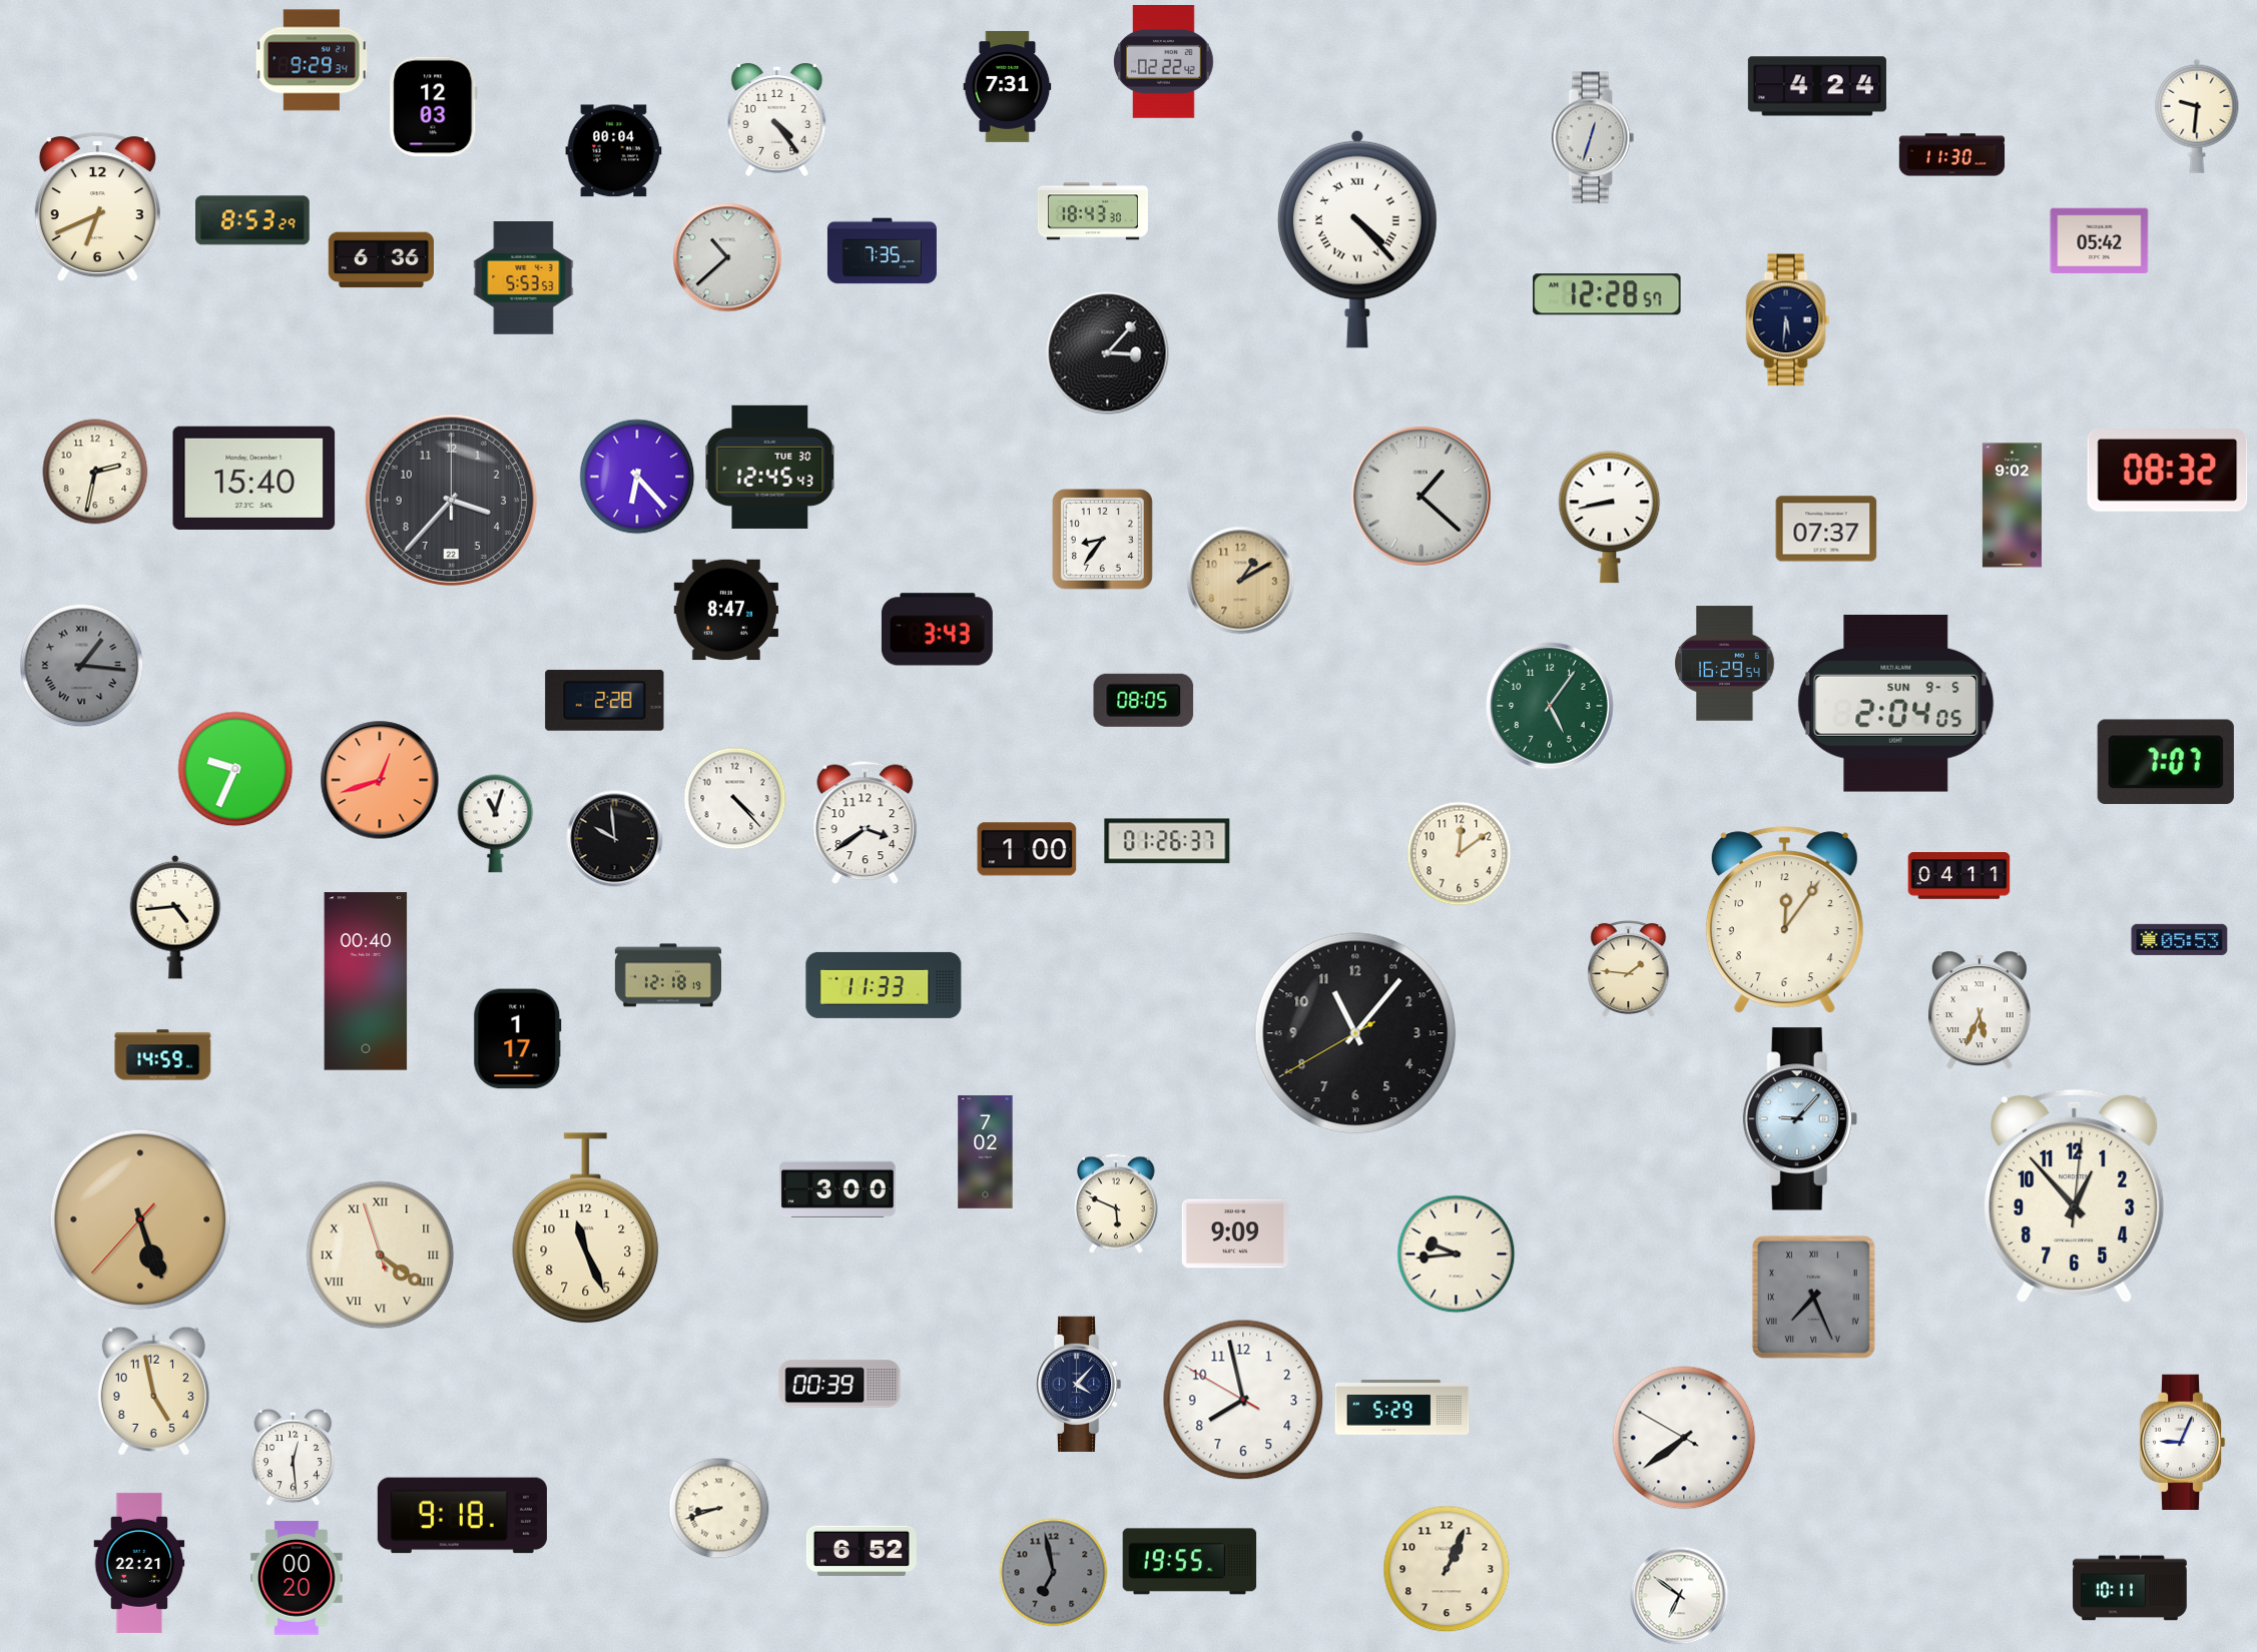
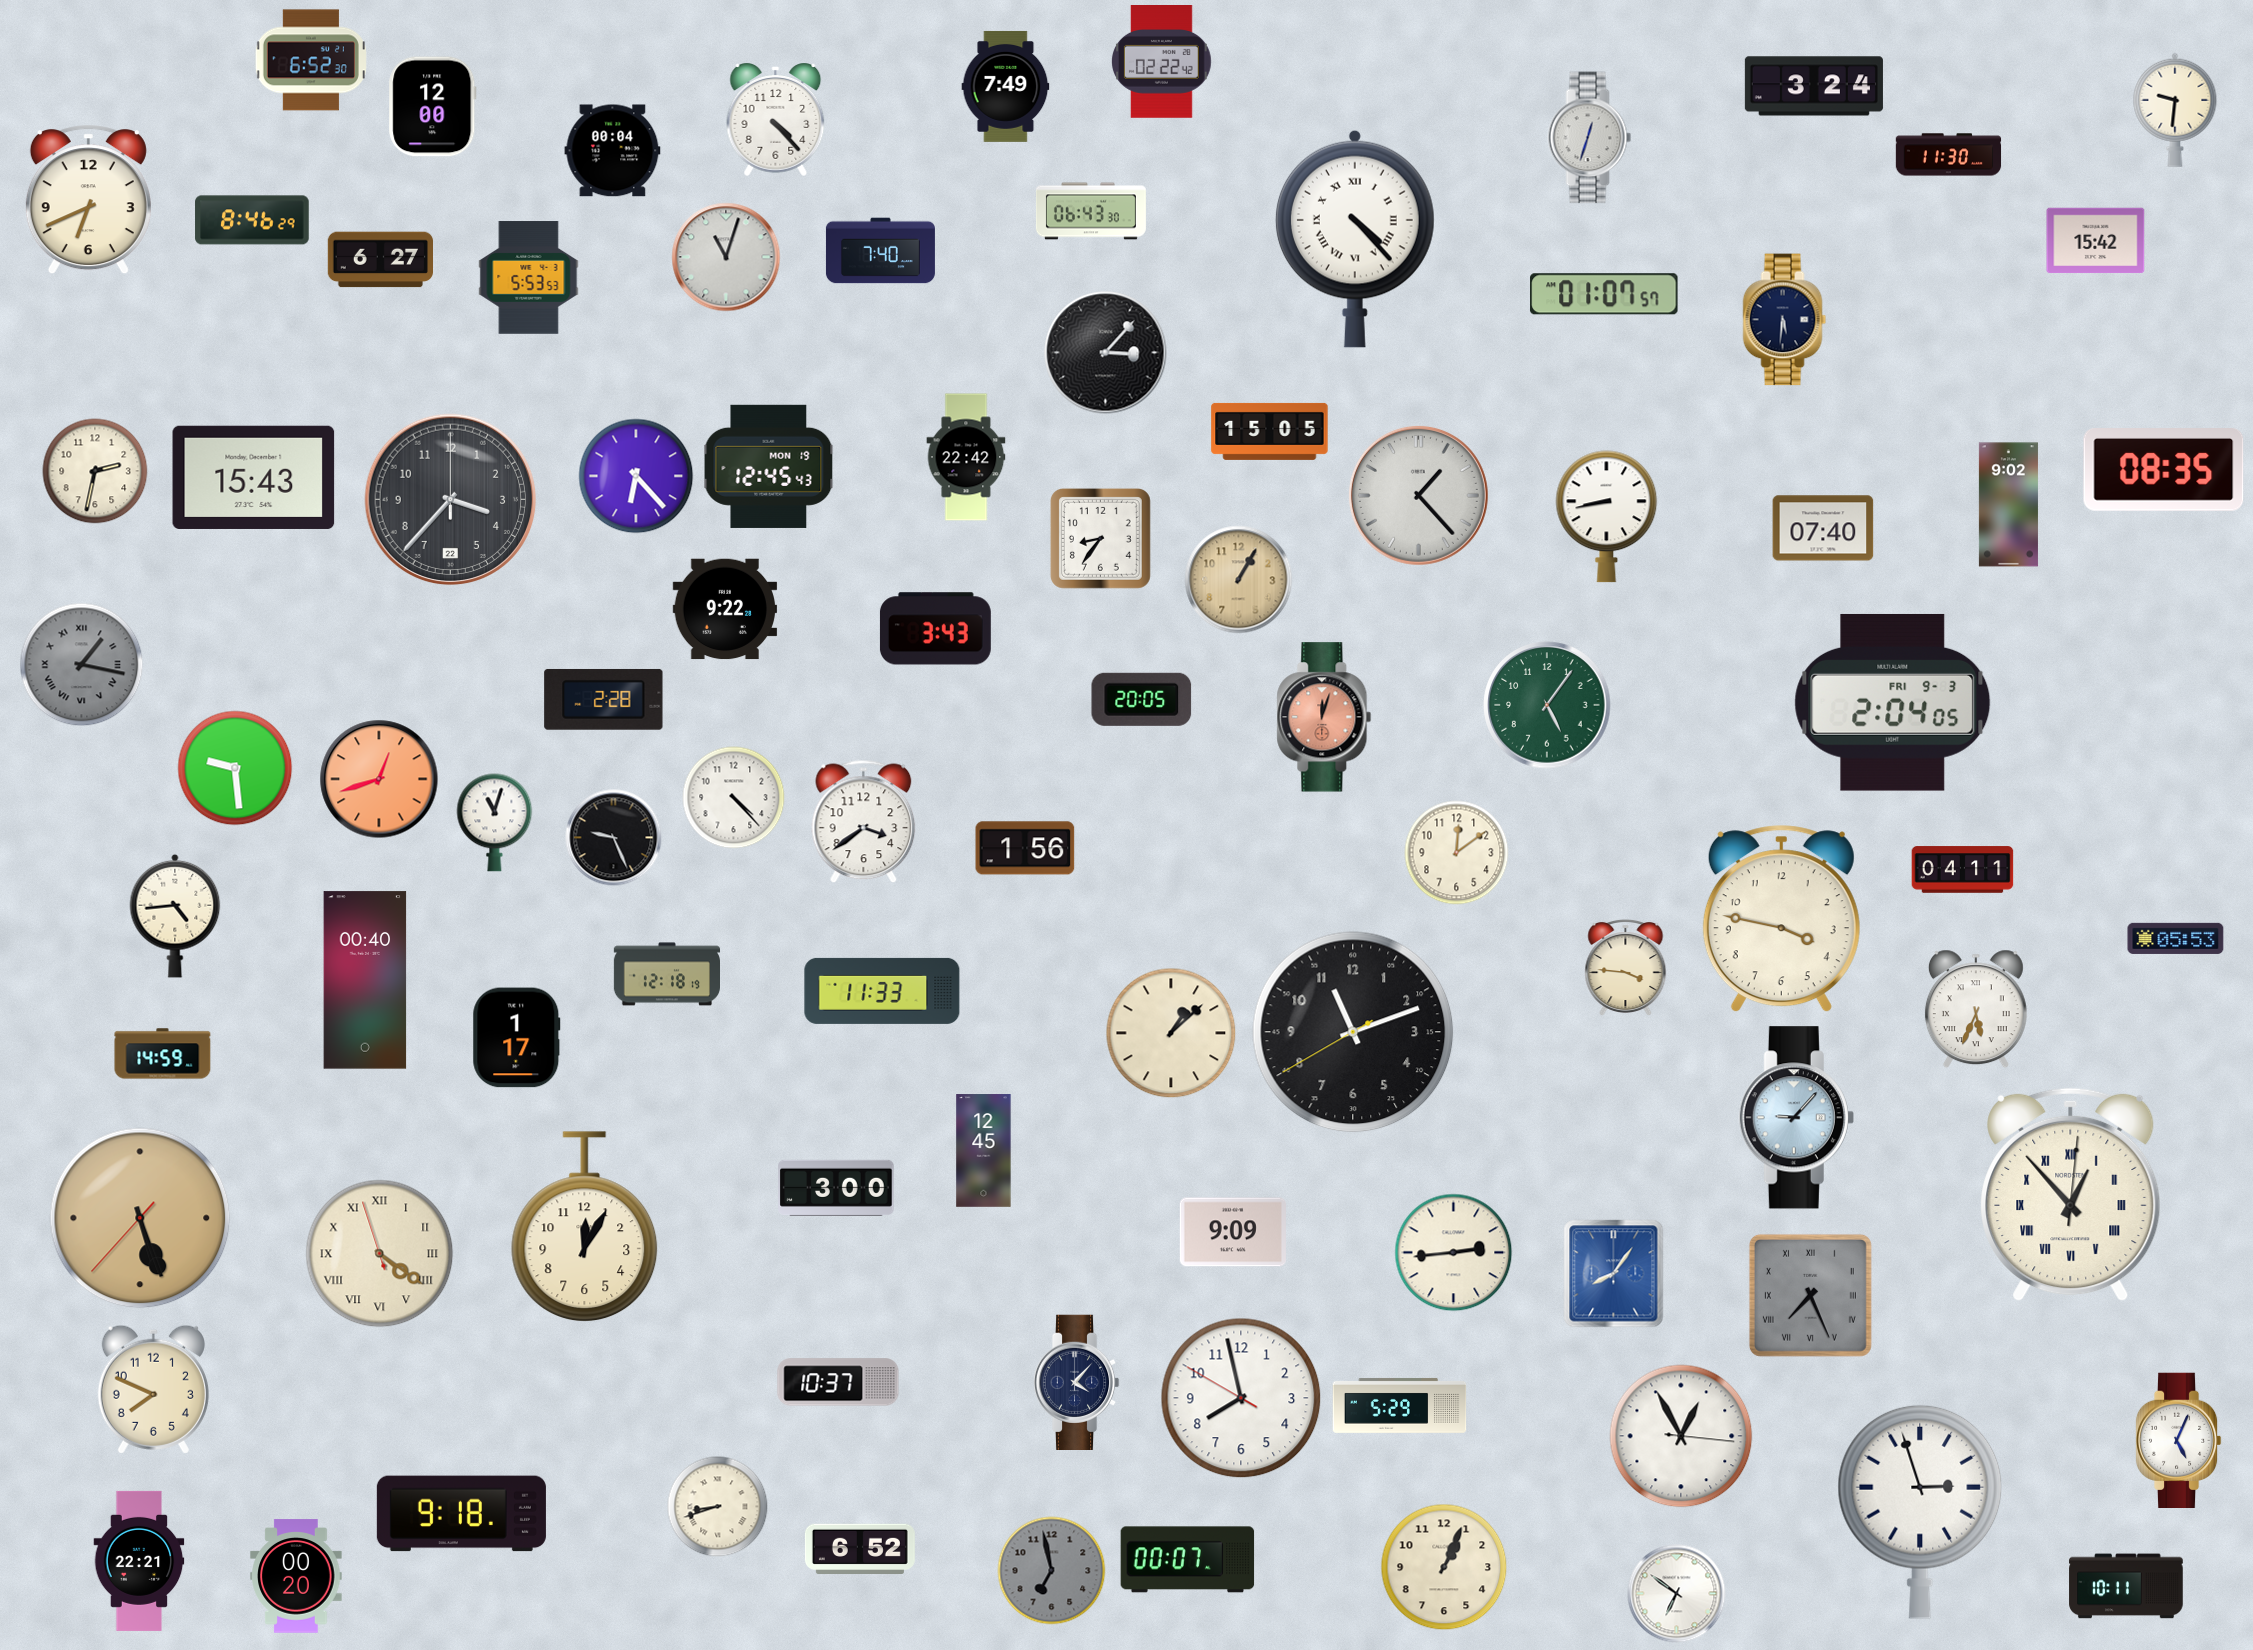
clock at (312, 60): 9:29 -> 6:52
clock at (1008, 86): 7:31 -> 7:49
clock at (1817, 86): 4:24 -> 3:24
clock at (434, 107): 12:03 -> 12:00
clock at (2197, 116) position: (2197, 116) -> (2175, 110)
clock at (777, 119): 4:24 -> 4:23
clock at (97, 207) position: (97, 207) -> (88, 200)
clock at (1093, 211): 18:43 -> 06:43
clock at (252, 220): 8:53 -> 8:46
clock at (2100, 241): 05:42 -> 15:42
clock at (882, 251): 7:35 -> 7:40
clock at (727, 257): 10:38 -> 11:03
clock at (381, 260): 6:36 -> 6:27
clock at (524, 278) position: (524, 278) -> (529, 278)
clock at (1607, 294): 12:28 -> 01:07
clock at (1270, 431): none -> 15:05
clock at (966, 457): none -> 22:42
clock at (770, 467) date: TUE 30 -> MON 19
clock at (2168, 471): 08:32 -> 08:35
clock at (254, 478): 15:40 -> 15:43
clock at (1421, 496): 1:22 -> 1:23
clock at (1826, 529): 07:37 -> 07:40
clock at (1241, 581): 1:10 -> 1:05
clock at (726, 610): 8:47 -> 9:22
clock at (1725, 664): 16:29 -> none
clock at (82, 666): 1:16 -> 1:17
clock at (1144, 700): 08:05 -> 20:05
clock at (1896, 703) date: SUN 9-5 -> FRI 9-3
clock at (1324, 717): none -> 12:03
clock at (2166, 762): 7:07 -> none
clock at (235, 769): 9:34 -> 9:29
clock at (615, 839): 9:59 -> 9:26
clock at (1167, 841): 01:26 -> none
clock at (1027, 849): 1:00 -> 1:56
clock at (1959, 876) position: (1959, 876) -> (1963, 870)
clock at (1784, 920): 12:06 -> 3:47
clock at (1629, 968): 1:46 -> 3:46
clock at (884, 985) position: (884, 985) -> (882, 991)
clock at (1355, 1033): 11:06 -> 11:11
clock at (1171, 1033): none -> 1:08
clock at (986, 1152): 7:02 -> 12:45
clock at (2075, 1196) numerals: Arabic -> Roman
clock at (1117, 1203): 5:49 -> none
clock at (586, 1228): 11:26 -> 12:05
clock at (1457, 1255): 9:44 -> 2:44
clock at (1614, 1274): none -> 8:06
clock at (839, 1384): 00:39 -> 10:37
clock at (153, 1391): 4:58 -> 7:49
clock at (1684, 1438): 7:38 -> 12:55
clock at (2182, 1442): 9:04 -> 5:04
clock at (294, 1458): 12:29 -> none
clock at (1920, 1512): none -> 2:57
clock at (1190, 1562): 19:55 -> 00:07
